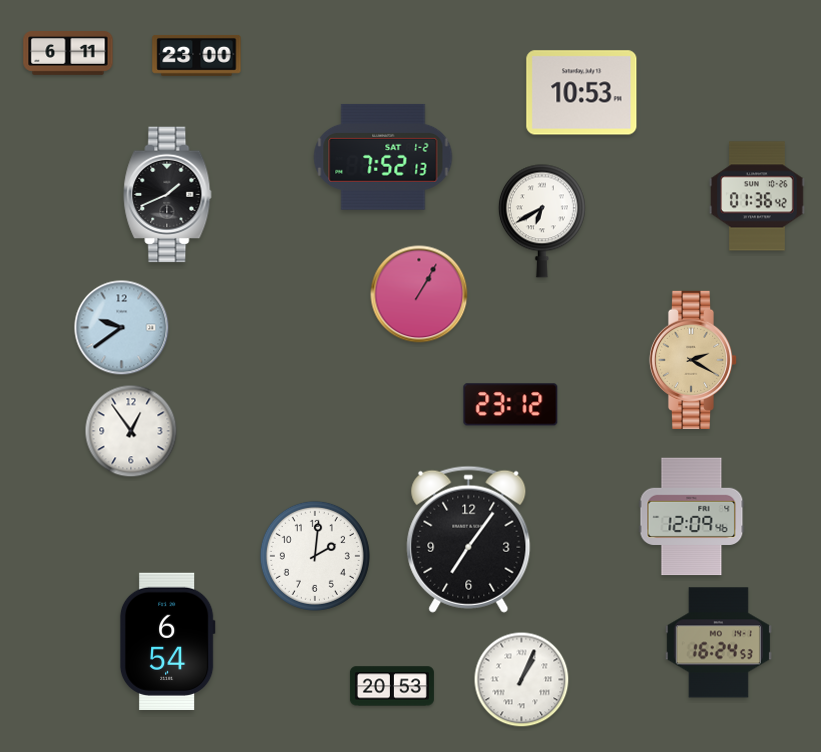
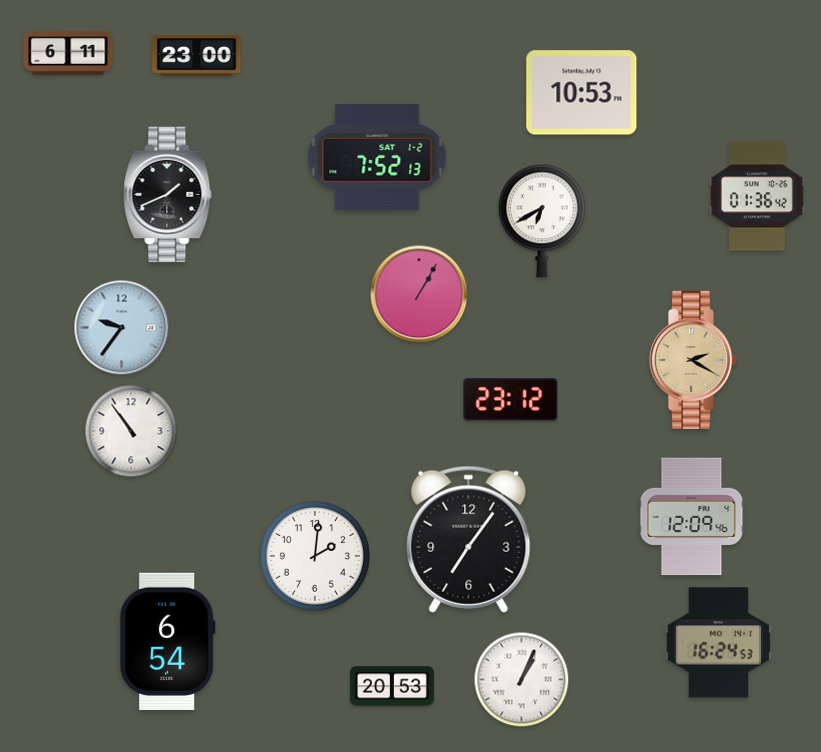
clock at (383, 157) position: (383, 157) -> (377, 157)
clock at (122, 328): 9:39 -> 9:36
clock at (511, 405) position: (511, 405) -> (511, 400)
clock at (131, 431): 12:54 -> 10:54
